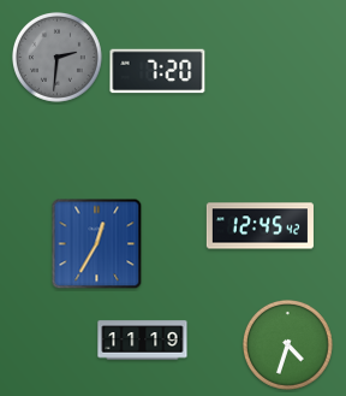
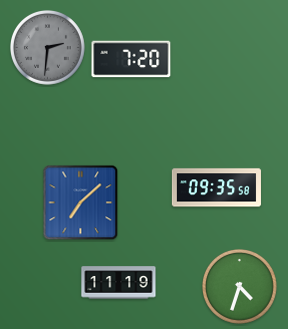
clock at (259, 226): 12:45 -> 09:35
clock at (97, 244): 12:35 -> 7:08
